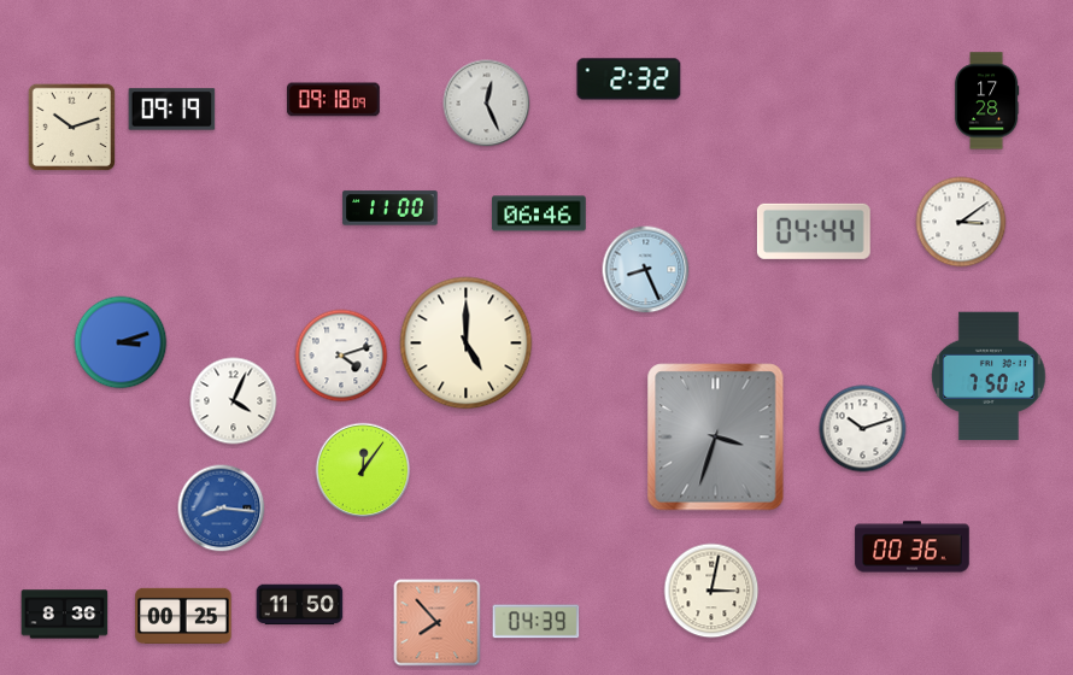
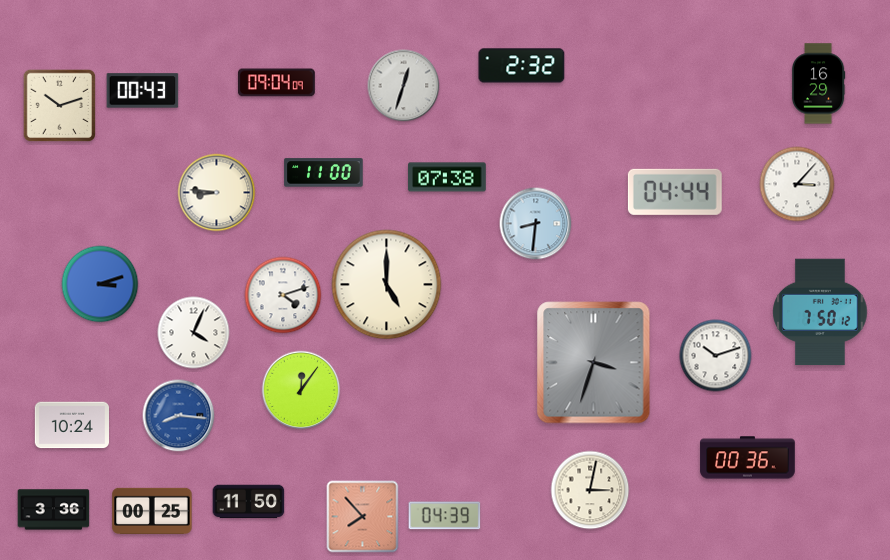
clock at (333, 100): 09:18 -> 09:04
clock at (986, 101): 17:28 -> 16:29
clock at (487, 104): 12:26 -> 12:33
clock at (172, 110): 09:19 -> 00:43
clock at (539, 213): 06:46 -> 07:38
clock at (961, 222): 3:09 -> 3:07
clock at (217, 193): none -> 8:46
clock at (646, 270): 8:26 -> 8:31
clock at (222, 509) position: (222, 509) -> (179, 416)
clock at (71, 425): none -> 10:24
clock at (913, 547) position: (913, 547) -> (748, 458)
clock at (65, 615): 8:36 -> 3:36
